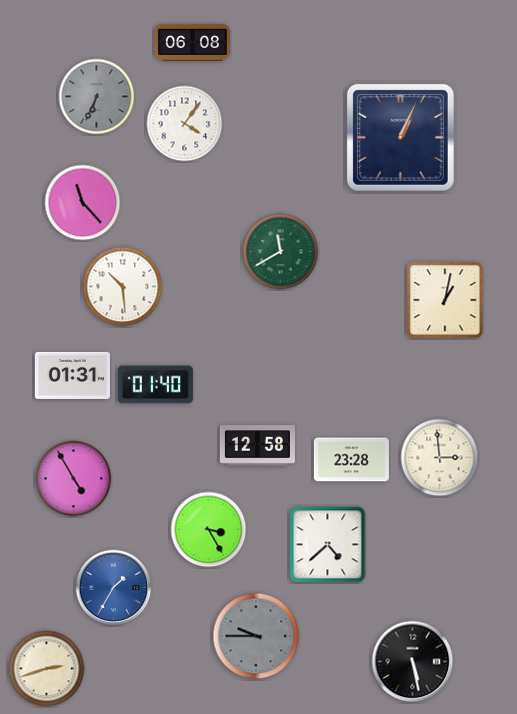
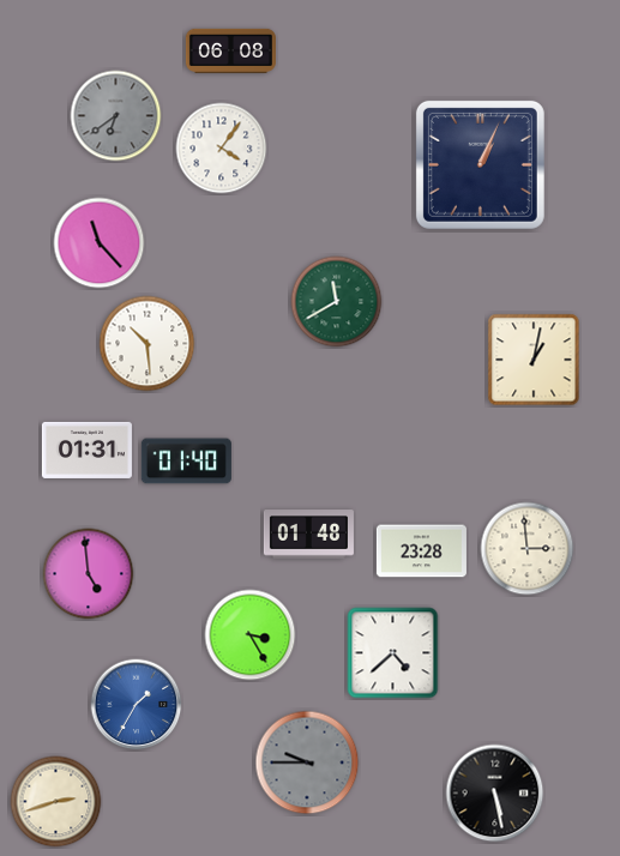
clock at (97, 97): 6:34 -> 6:39
clock at (257, 446): 12:58 -> 01:48
clock at (74, 479): 4:55 -> 4:59
